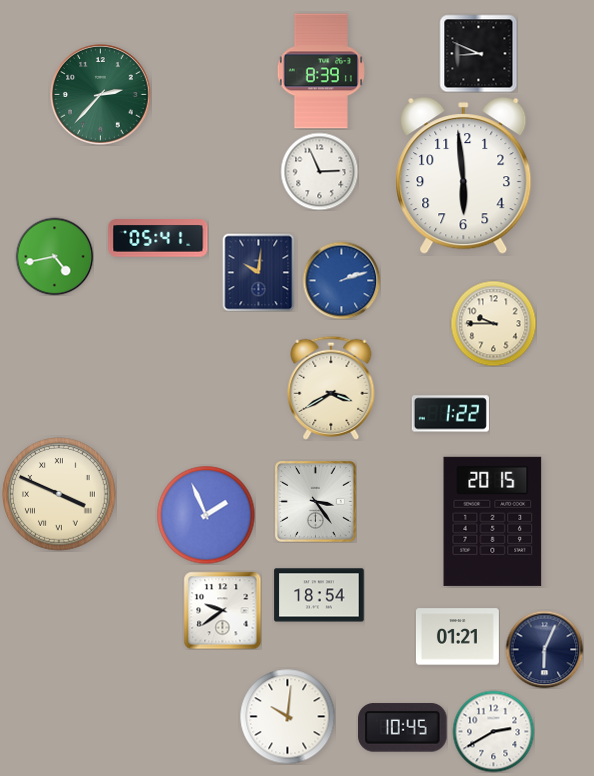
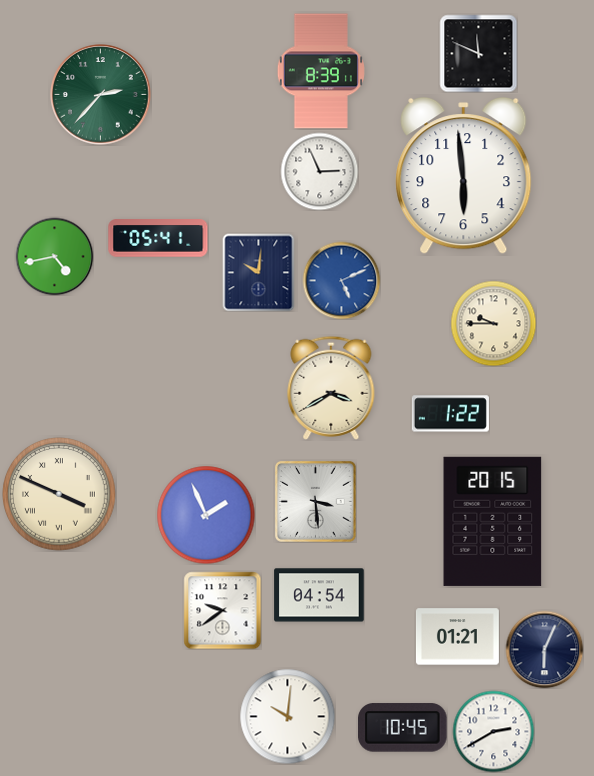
clock at (478, 53): 8:49 -> 11:49
clock at (341, 280): 2:12 -> 5:11
clock at (315, 501): 3:24 -> 3:29
clock at (319, 595): 18:54 -> 04:54
